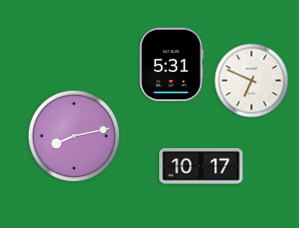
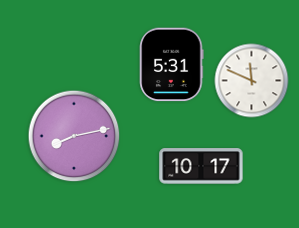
clock at (252, 81): 6:49 -> 11:49
